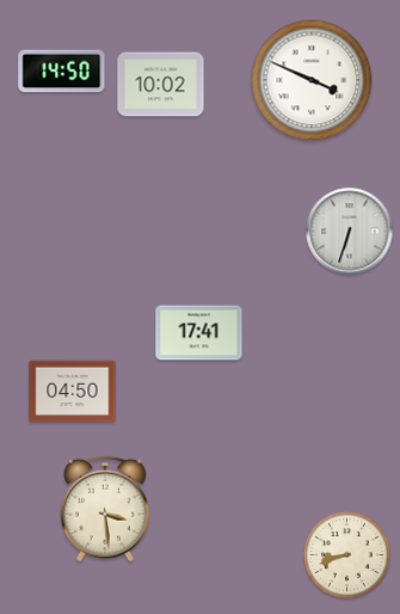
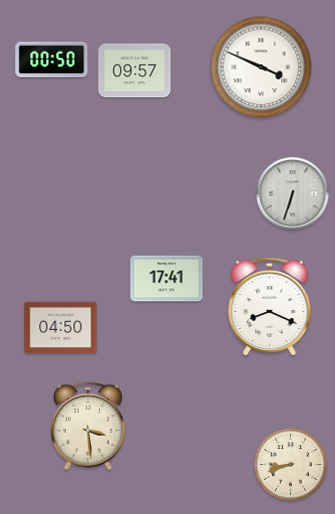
clock at (62, 72): 14:50 -> 00:50
clock at (161, 85): 10:02 -> 09:57
clock at (270, 307): none -> 8:19
